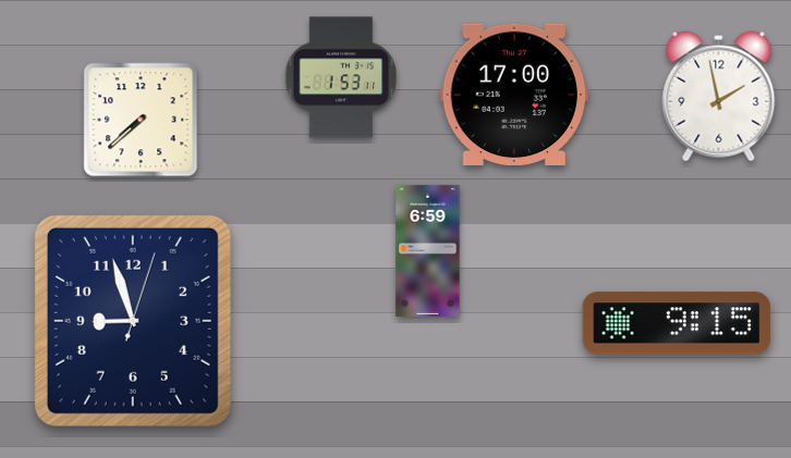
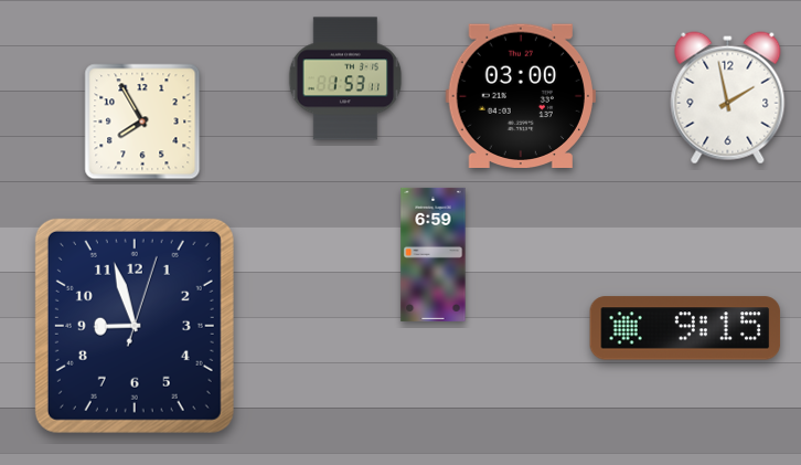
clock at (514, 94): 17:00 -> 03:00
clock at (141, 120): 7:38 -> 7:55
